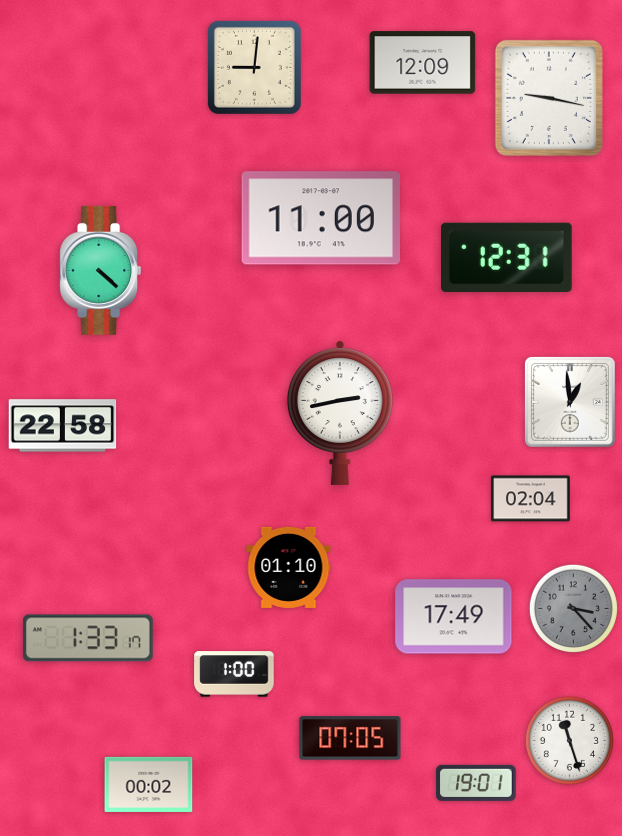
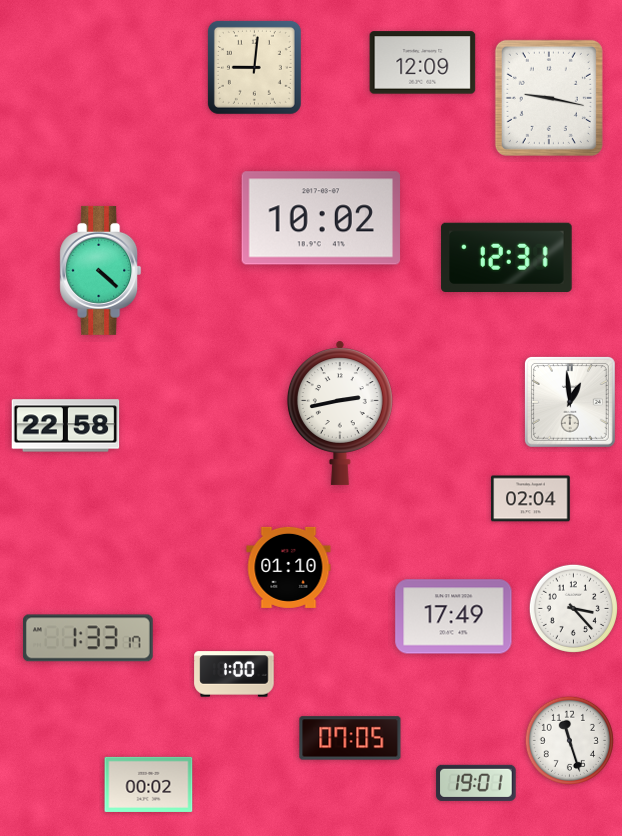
clock at (320, 218): 11:00 -> 10:02
clock at (63, 426) position: (63, 426) -> (66, 426)
clock at (573, 608) dial: grey -> white
